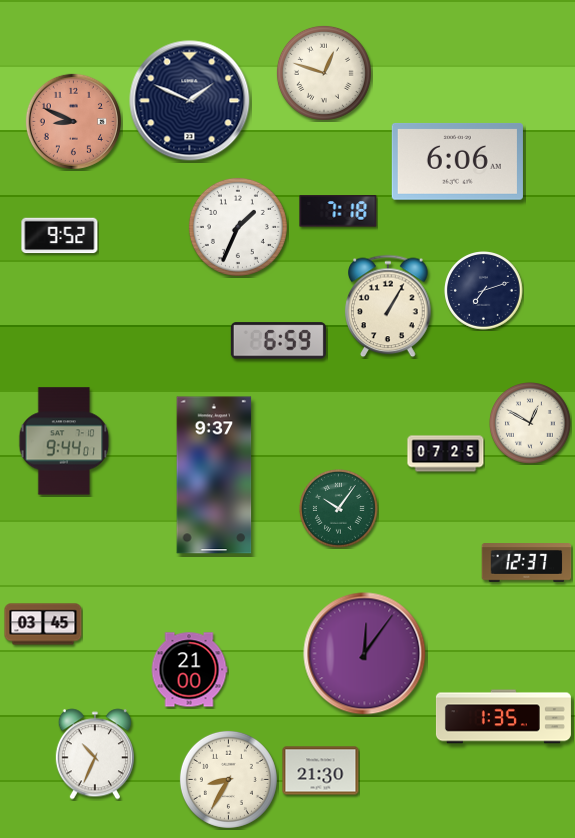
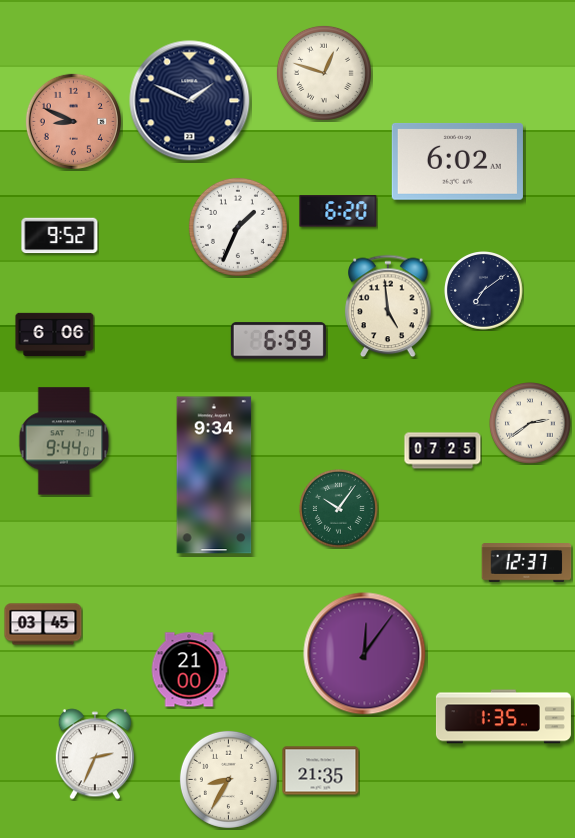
clock at (457, 161): 6:06 -> 6:02
clock at (338, 211): 7:18 -> 6:20
clock at (484, 291): 7:12 -> 7:09
clock at (388, 306): 1:05 -> 4:59
clock at (55, 335): none -> 6:06
clock at (531, 424): 12:50 -> 2:39
clock at (446, 454) position: (446, 454) -> (443, 451)
clock at (214, 475): 9:37 -> 9:34
clock at (95, 754): 10:34 -> 2:34
clock at (321, 771): 21:30 -> 21:35
